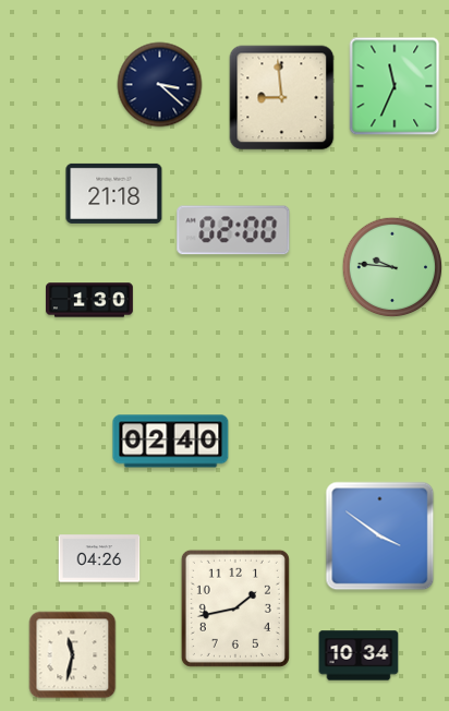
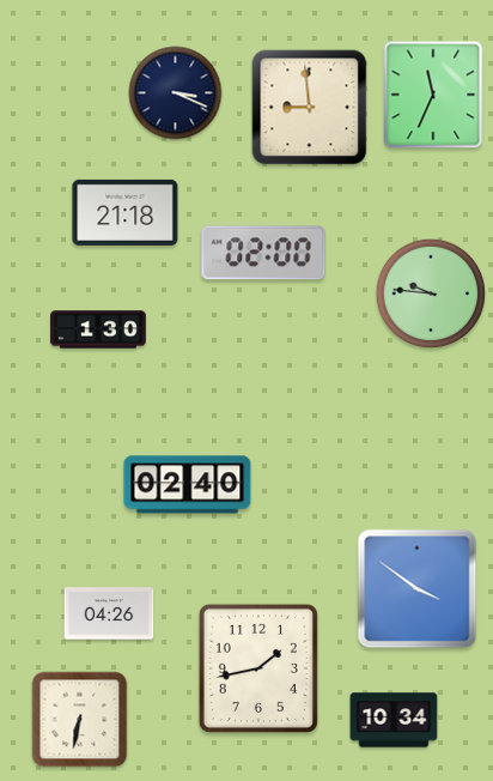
clock at (160, 85): 3:22 -> 3:19
clock at (233, 230) position: (233, 230) -> (263, 253)
clock at (73, 655): 11:32 -> 6:32
